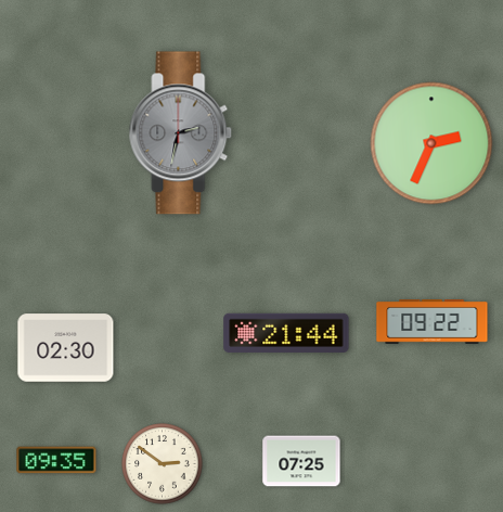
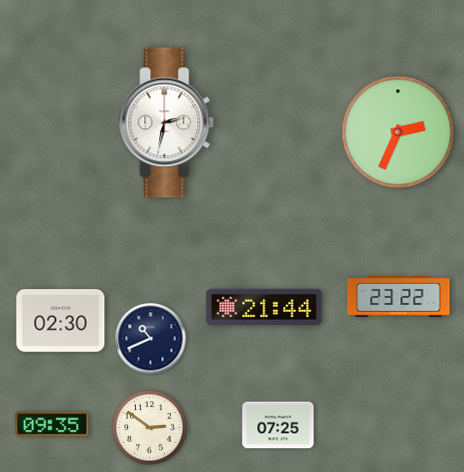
clock at (181, 133) dial: grey -> white
clock at (433, 321): 09:22 -> 23:22
clock at (151, 339): none -> 10:41
